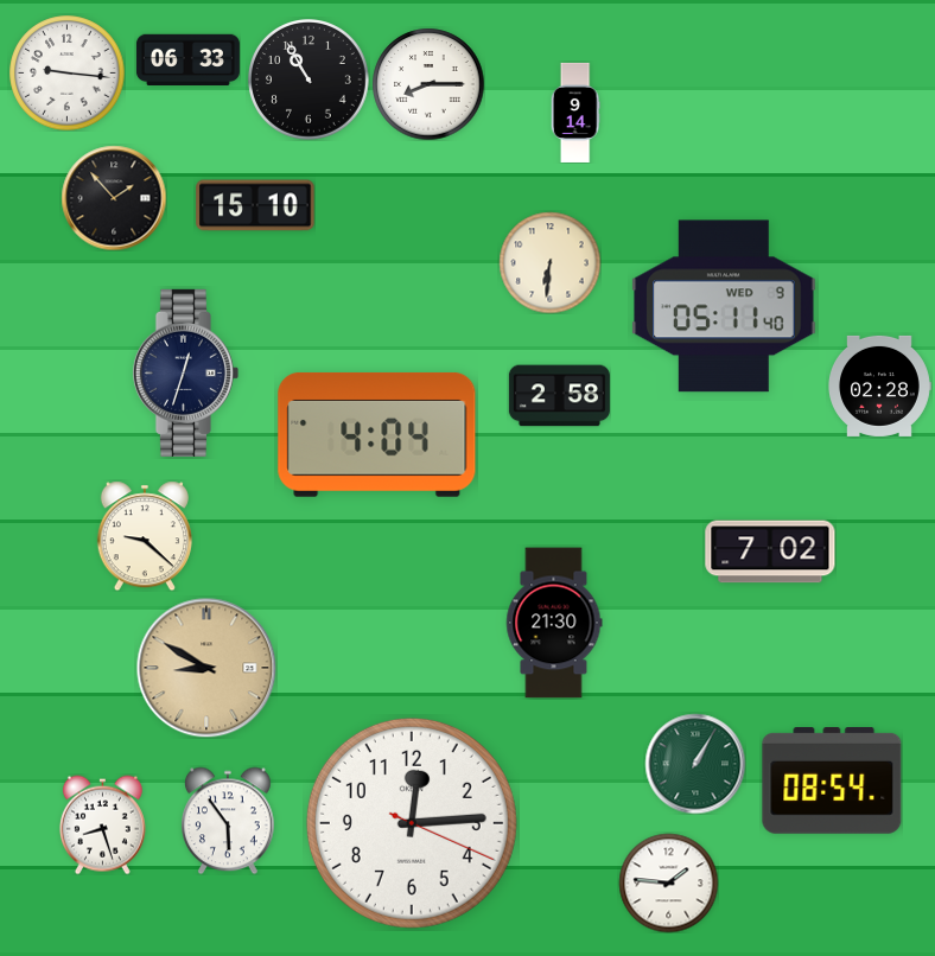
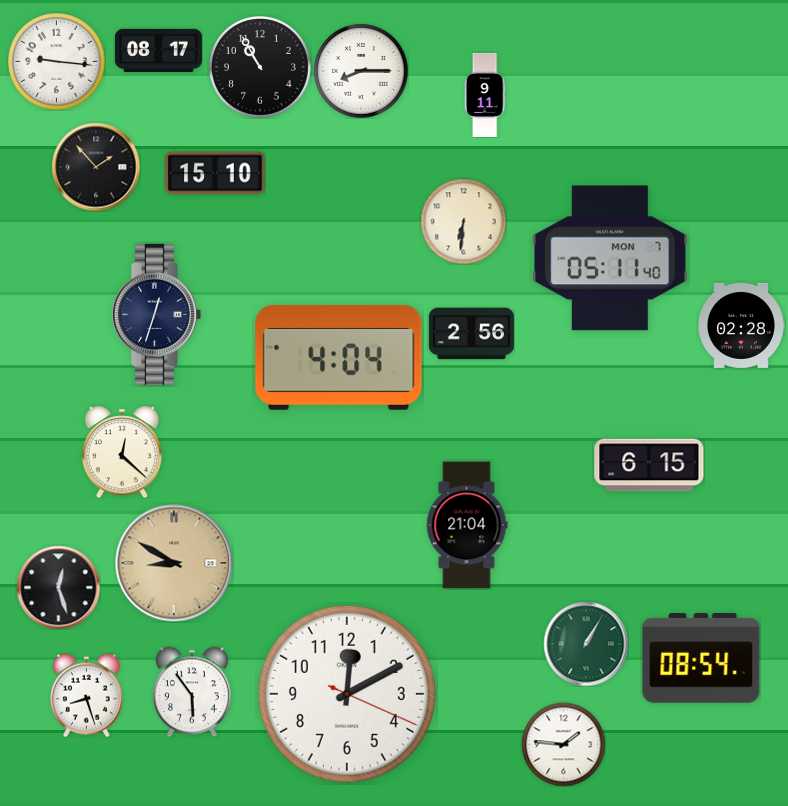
clock at (187, 60): 06:33 -> 08:17
clock at (575, 113): 9:14 -> 9:11
clock at (724, 306) date: WED 9 -> MON 7
clock at (559, 396): 2:58 -> 2:56
clock at (377, 434) position: (377, 434) -> (339, 357)
clock at (145, 536): 9:22 -> 12:22
clock at (770, 552): 7:02 -> 6:15
clock at (554, 623): 21:30 -> 21:04
clock at (58, 587): none -> 12:27
clock at (412, 823): 12:14 -> 12:10
